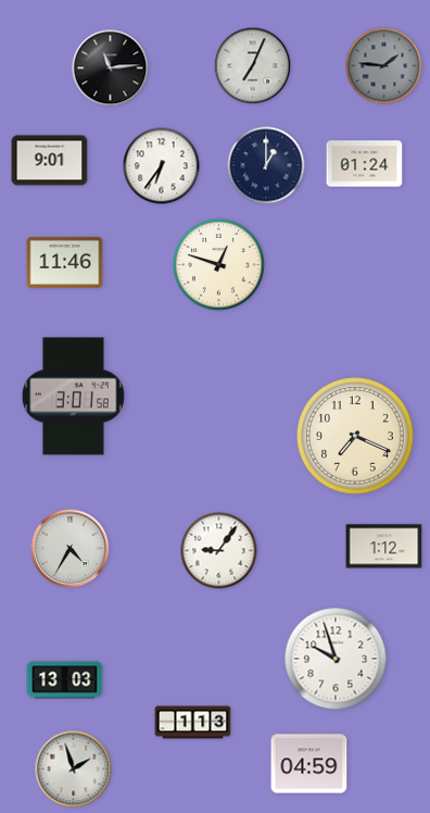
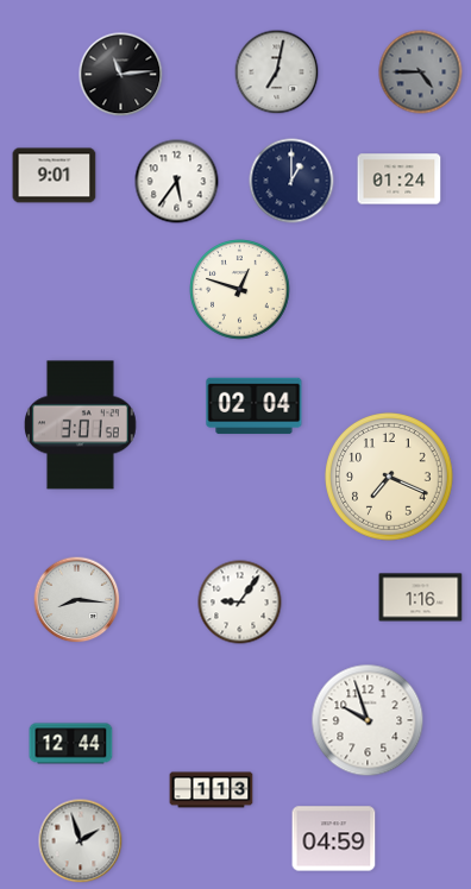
clock at (253, 66): 7:04 -> 7:02
clock at (384, 66): 1:46 -> 4:45
clock at (162, 166): 6:36 -> 5:36
clock at (65, 262): 11:46 -> none
clock at (255, 406): none -> 02:04
clock at (74, 397) position: (74, 397) -> (81, 425)
clock at (384, 547): 1:12 -> 1:16
clock at (71, 549): 4:35 -> 8:16
clock at (65, 680): 13:03 -> 12:44
clock at (309, 764) position: (309, 764) -> (334, 839)
